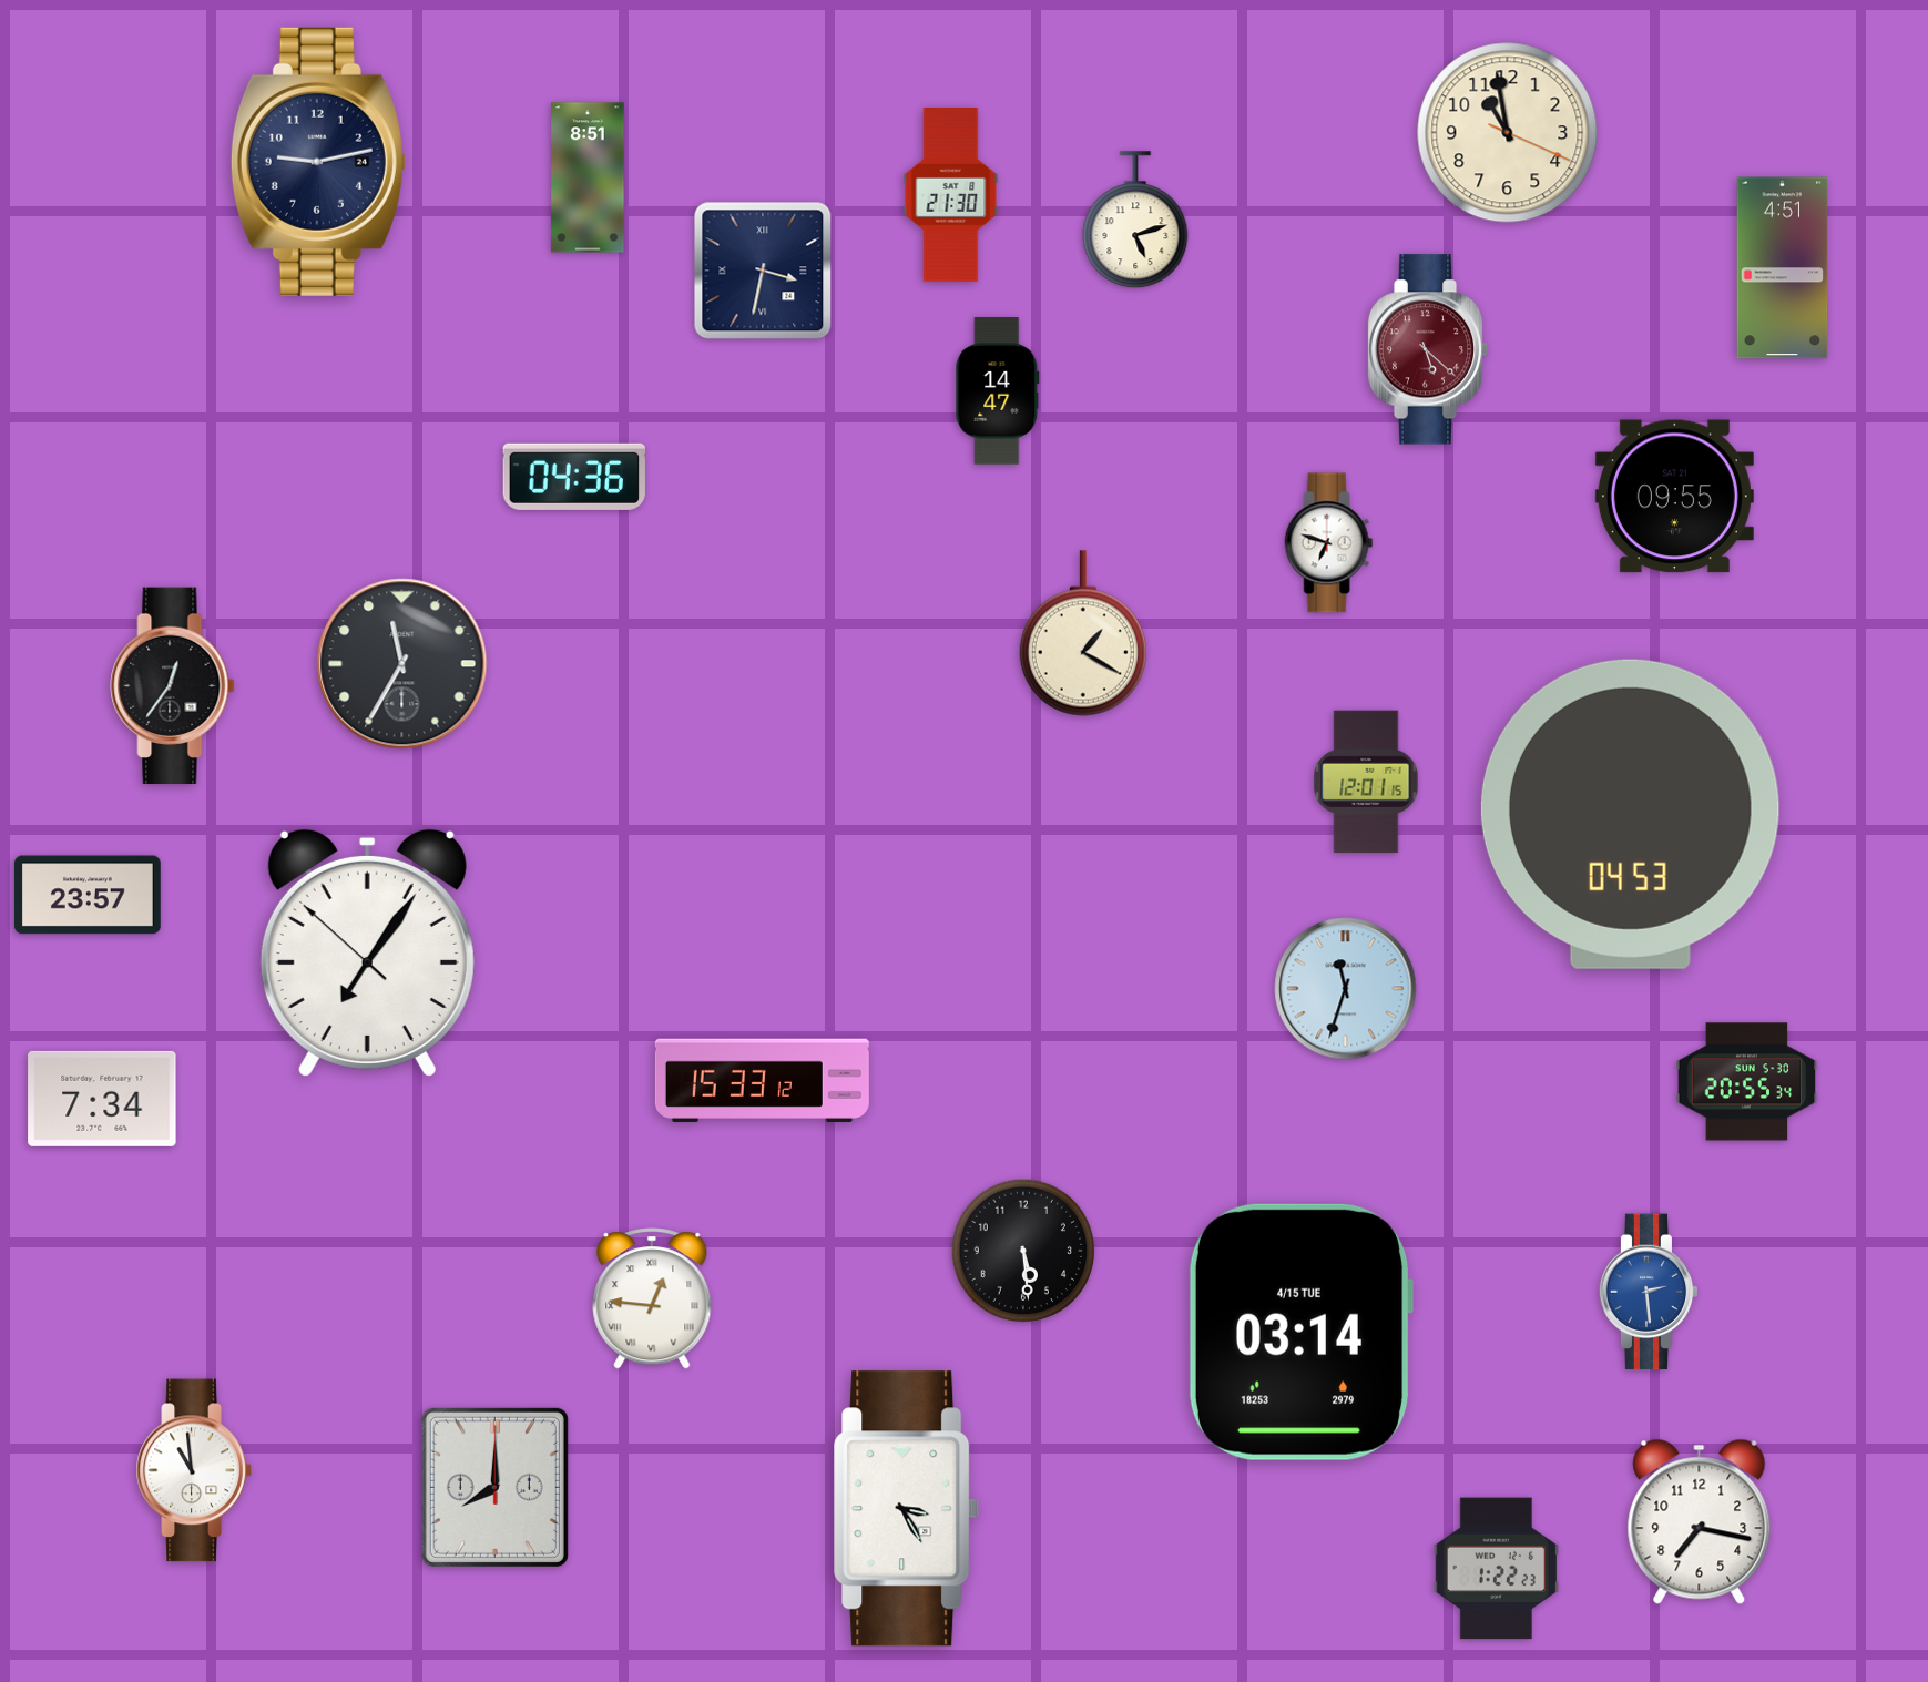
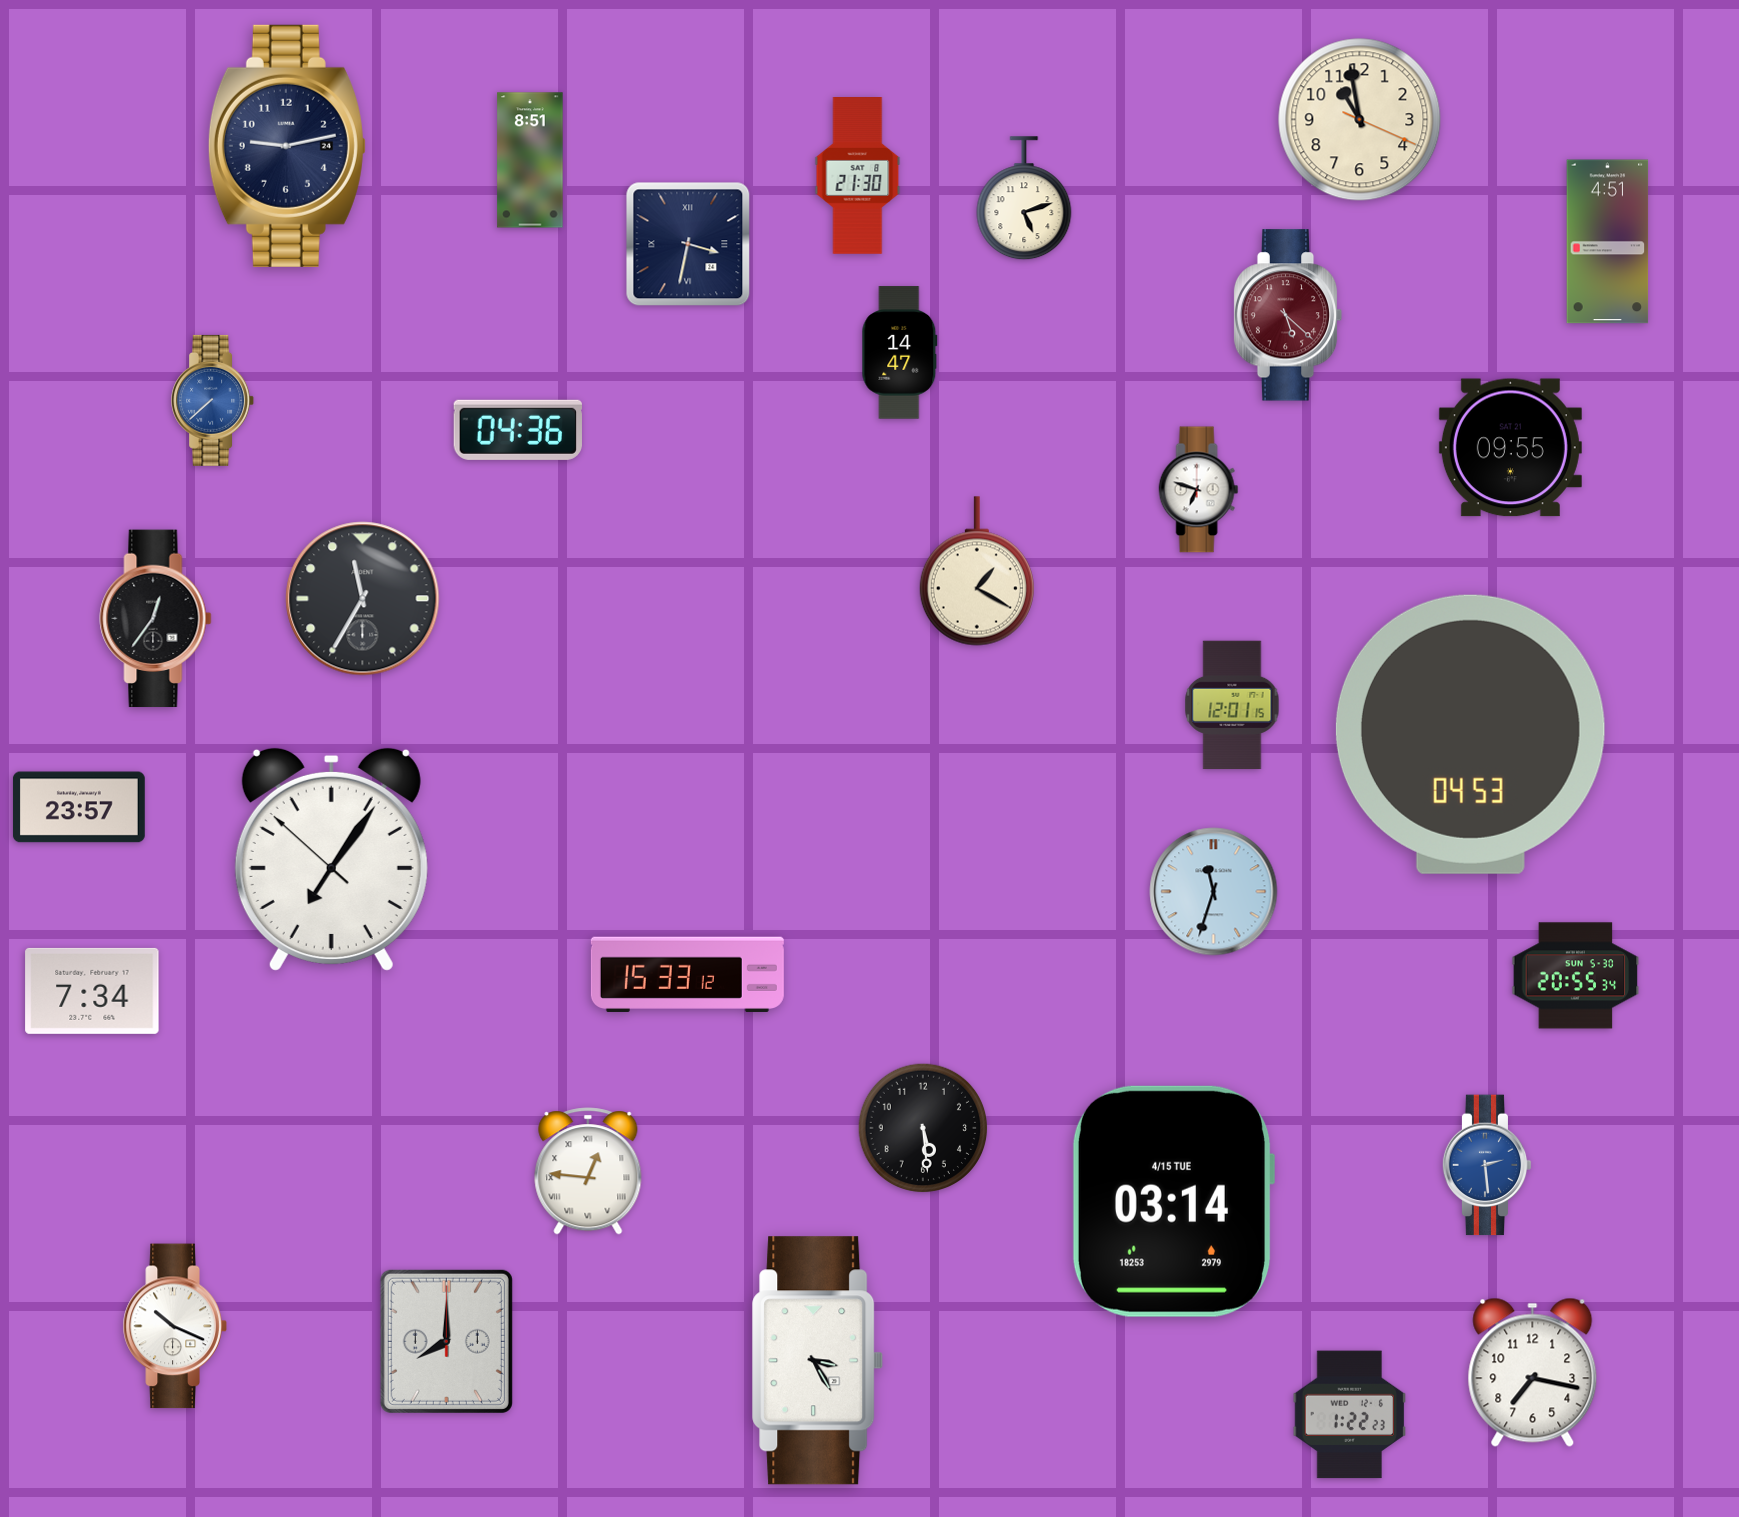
clock at (213, 400): none -> 7:38
clock at (194, 1470): 10:59 -> 10:19
